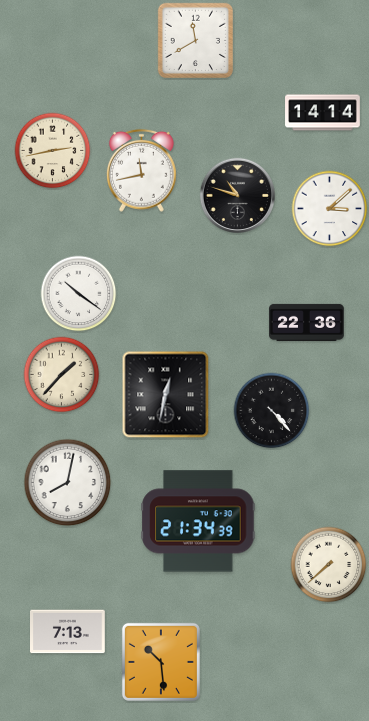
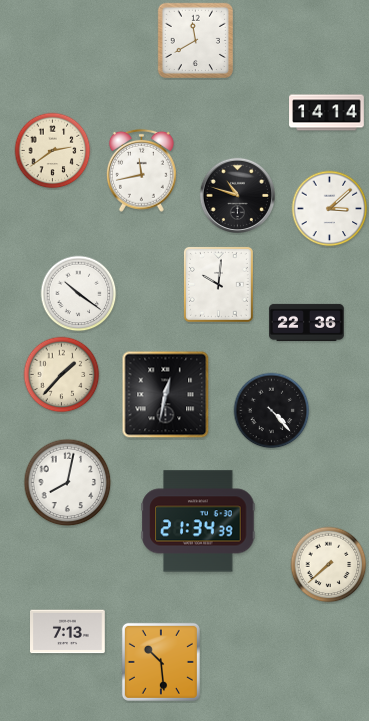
clock at (323, 113) position: (323, 113) -> (327, 113)
clock at (53, 151): 2:43 -> 2:39
clock at (218, 284): none -> 10:01
